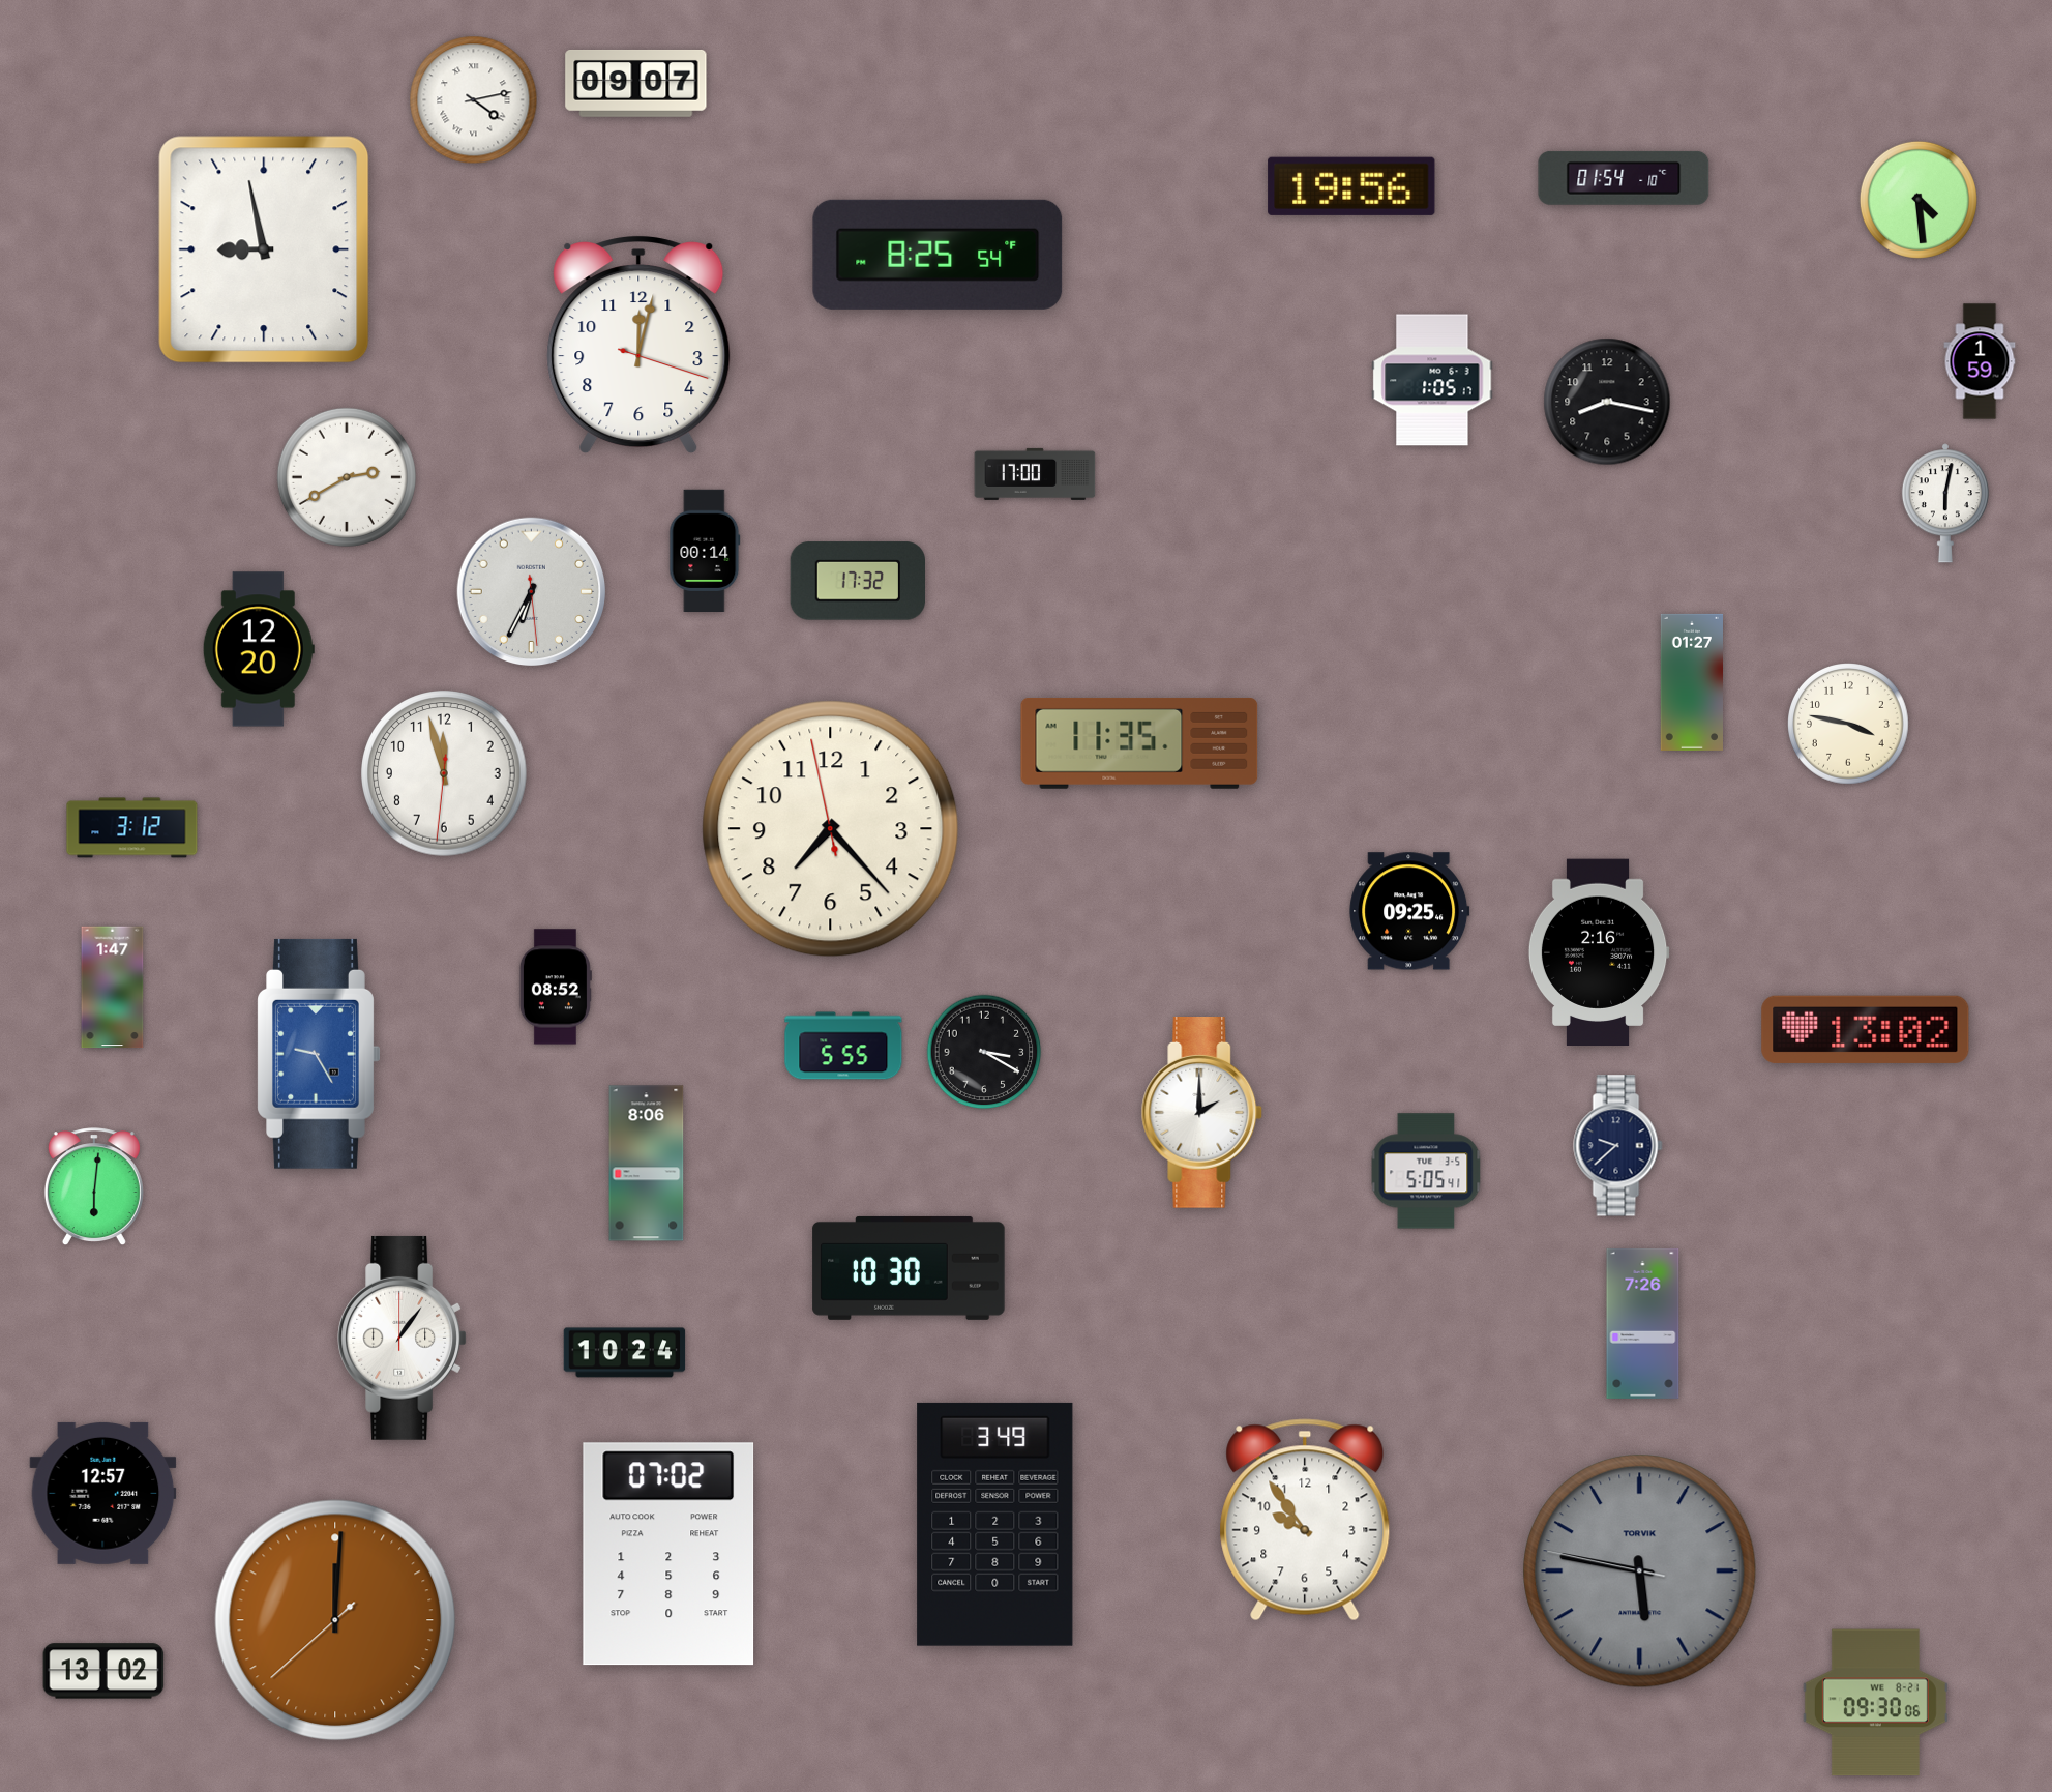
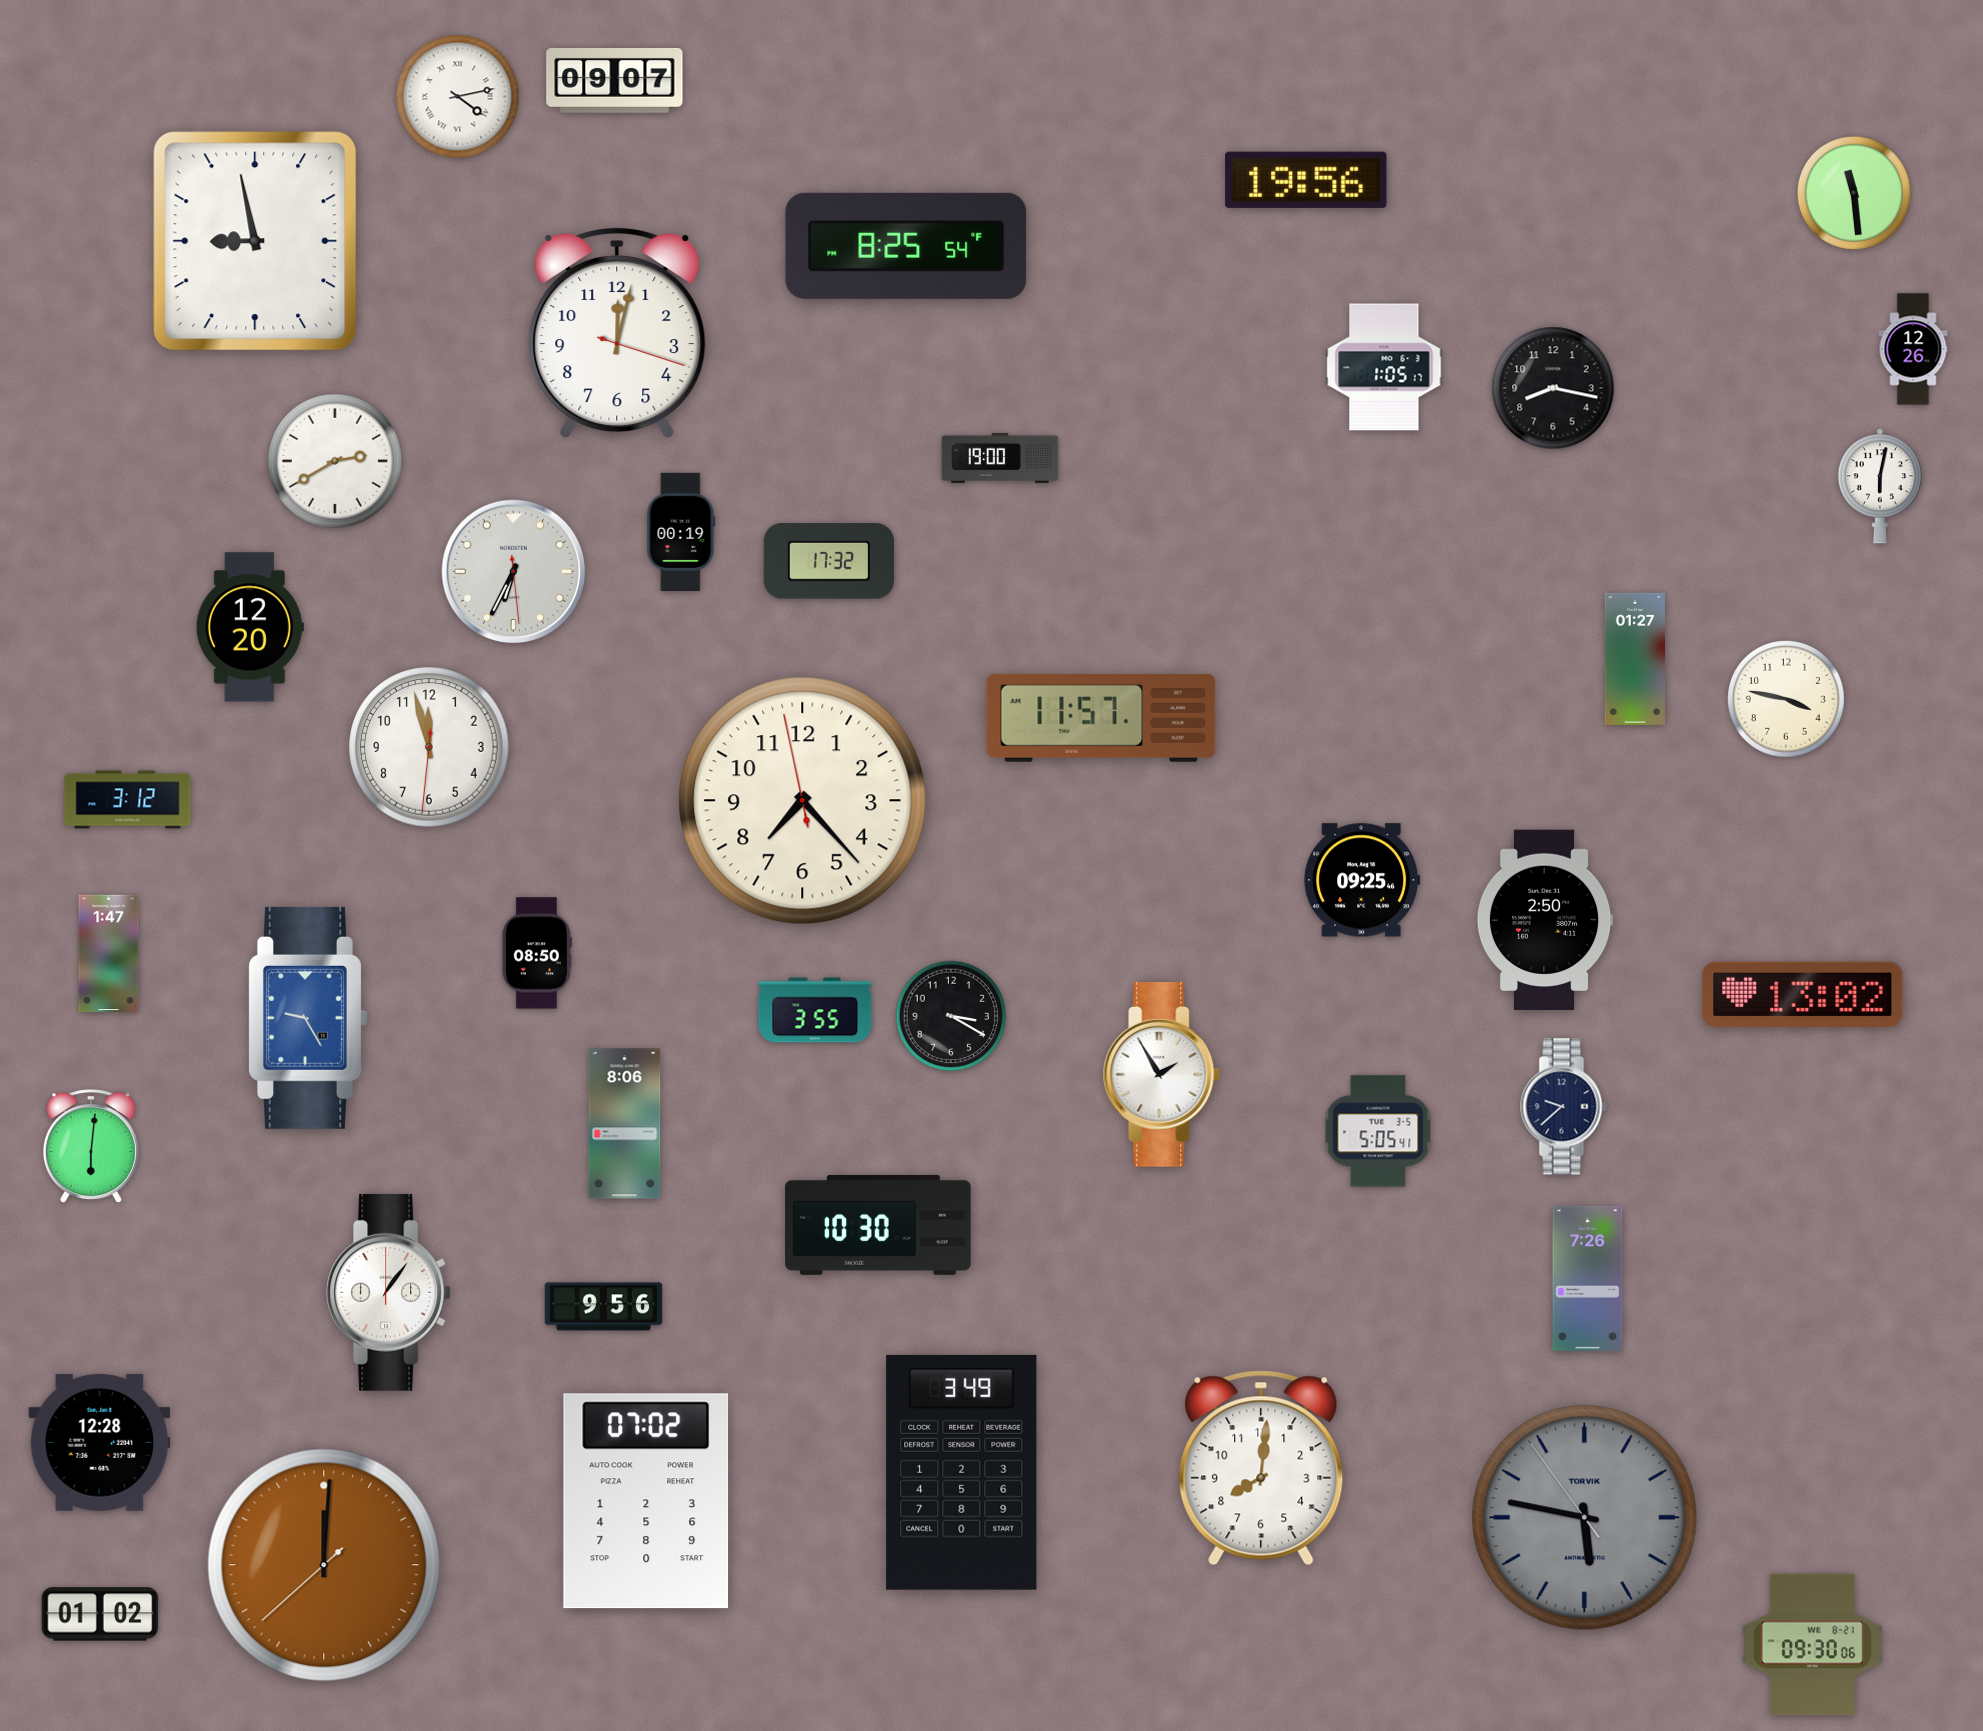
clock at (1624, 178): 01:54 -> none
clock at (1919, 200): 4:29 -> 11:29
clock at (1980, 361): 1:59 -> 12:26
clock at (1035, 474): 17:00 -> 19:00
clock at (705, 550): 00:14 -> 00:19
clock at (1139, 743): 11:35 -> 11:57
clock at (1599, 951): 2:16 -> 2:50
clock at (556, 987): 08:52 -> 08:50
clock at (843, 1046): 5:55 -> 3:55
clock at (1202, 1113): 2:00 -> 1:55
clock at (625, 1353): 10:24 -> 9:56
clock at (103, 1493): 12:57 -> 12:28
clock at (1305, 1520): 9:54 -> 8:01
clock at (1640, 1571): 5:46:47 -> 5:46:54
clock at (103, 1671): 13:02 -> 01:02
